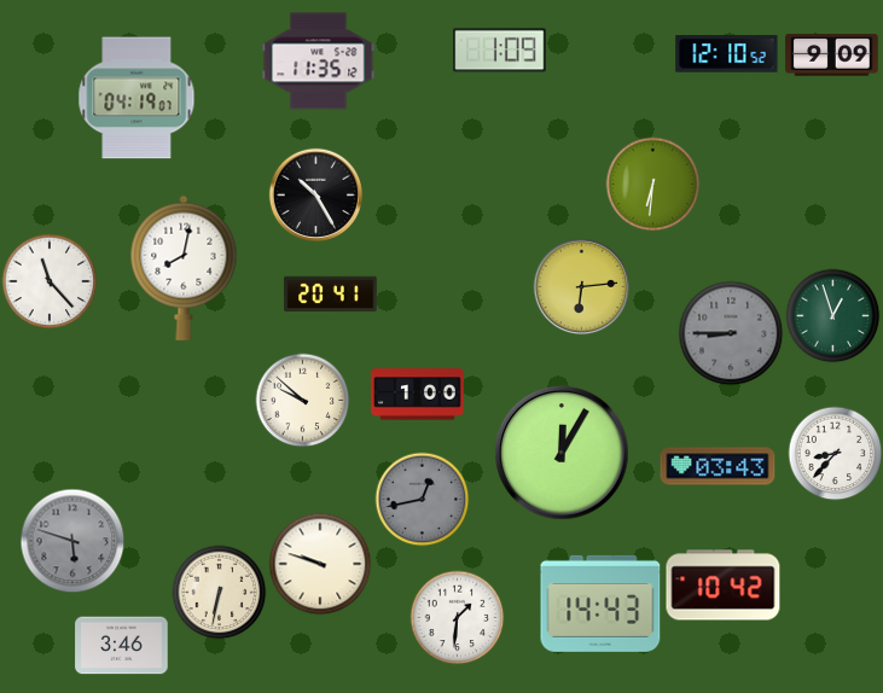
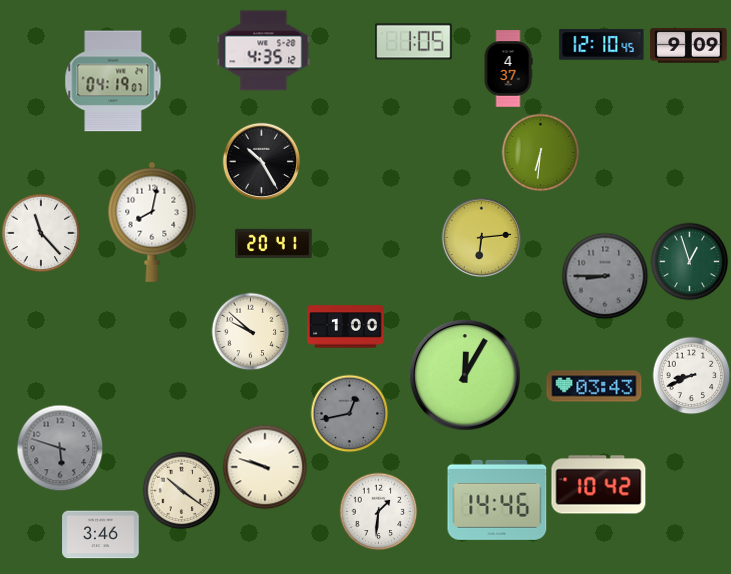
clock at (500, 51): 1:09 -> 1:05
clock at (727, 54): 12:10:52 -> 12:10:45
clock at (319, 62): 11:35 -> 4:35
clock at (508, 69): none -> 4:37
clock at (835, 453): 8:37 -> 8:41
clock at (219, 592): 6:32 -> 10:21
clock at (600, 604): 14:43 -> 14:46
